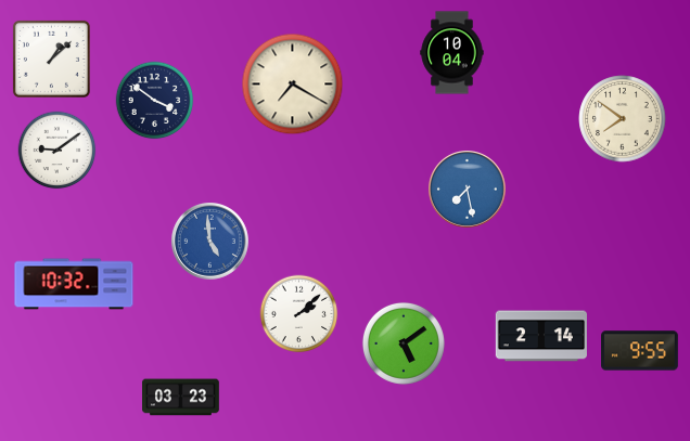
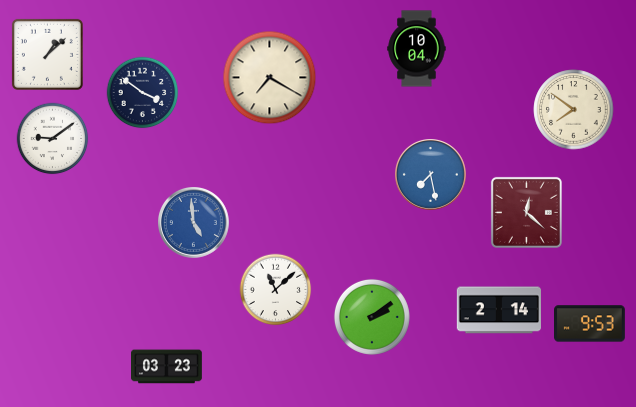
clock at (526, 212): none -> 12:22
clock at (74, 284): 10:32 -> none
clock at (299, 314): 2:08 -> 11:08
clock at (404, 343): 5:09 -> 2:09
clock at (640, 351): 9:55 -> 9:53
